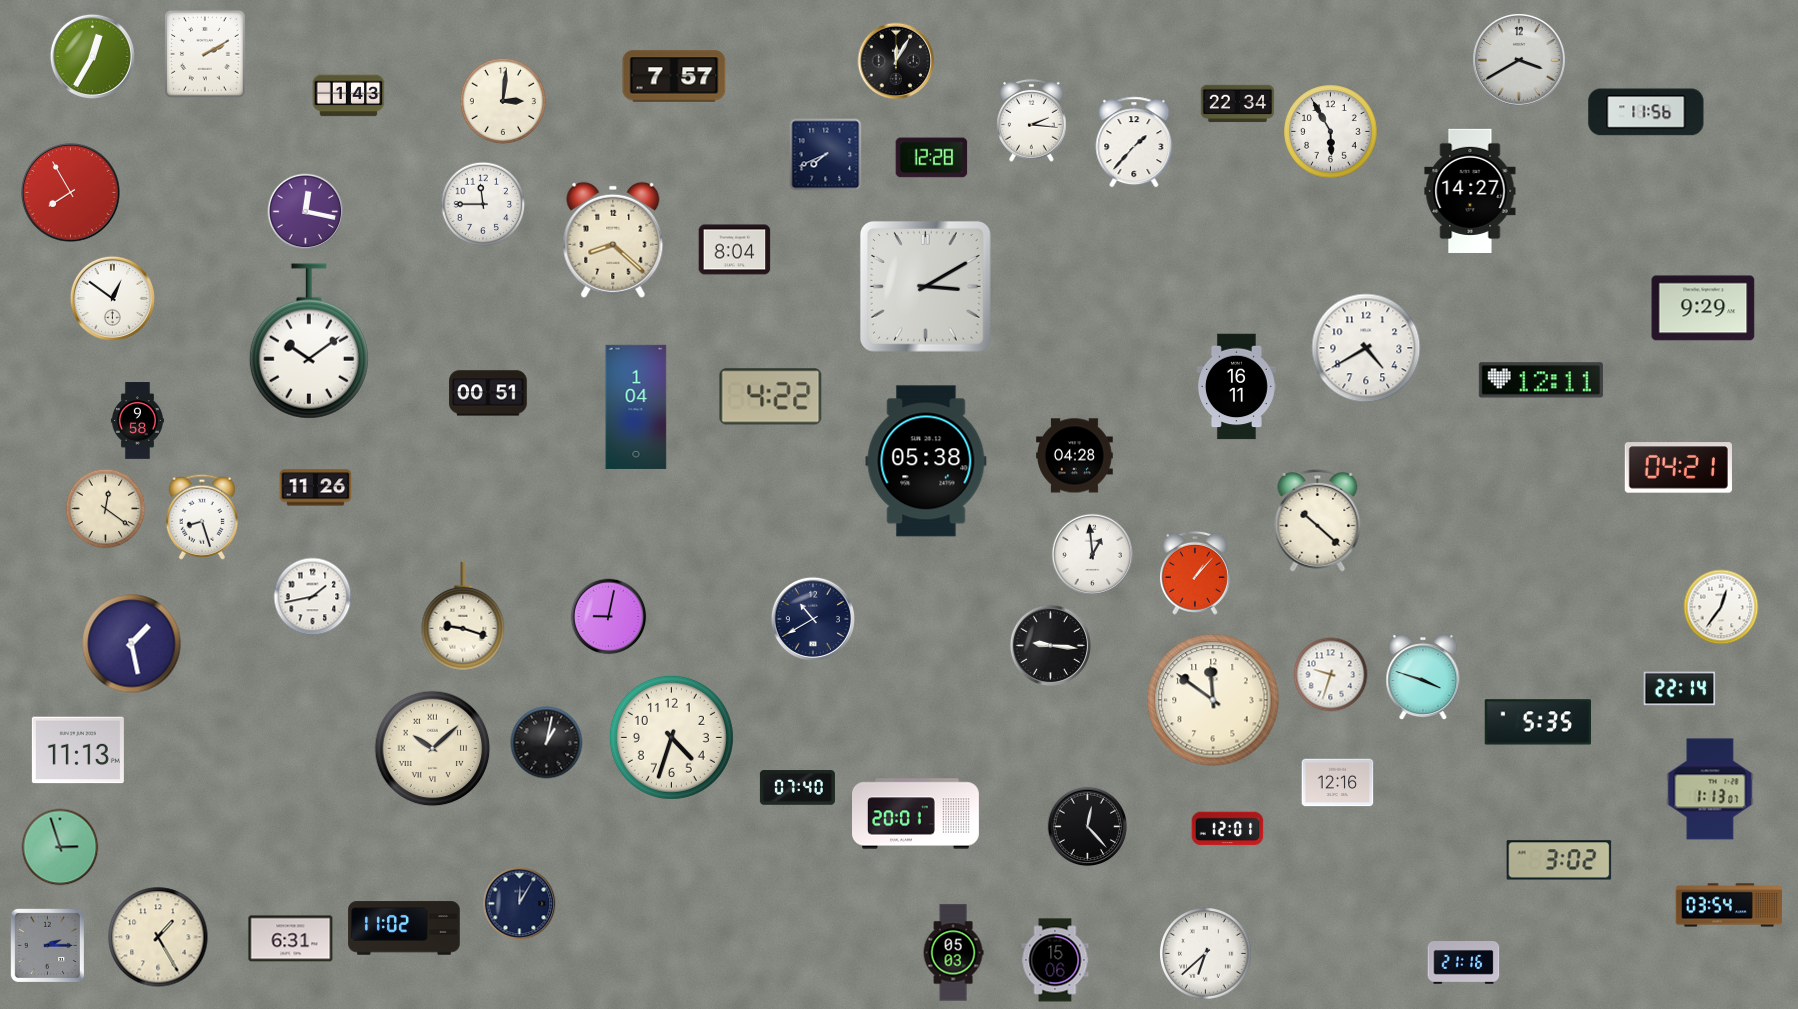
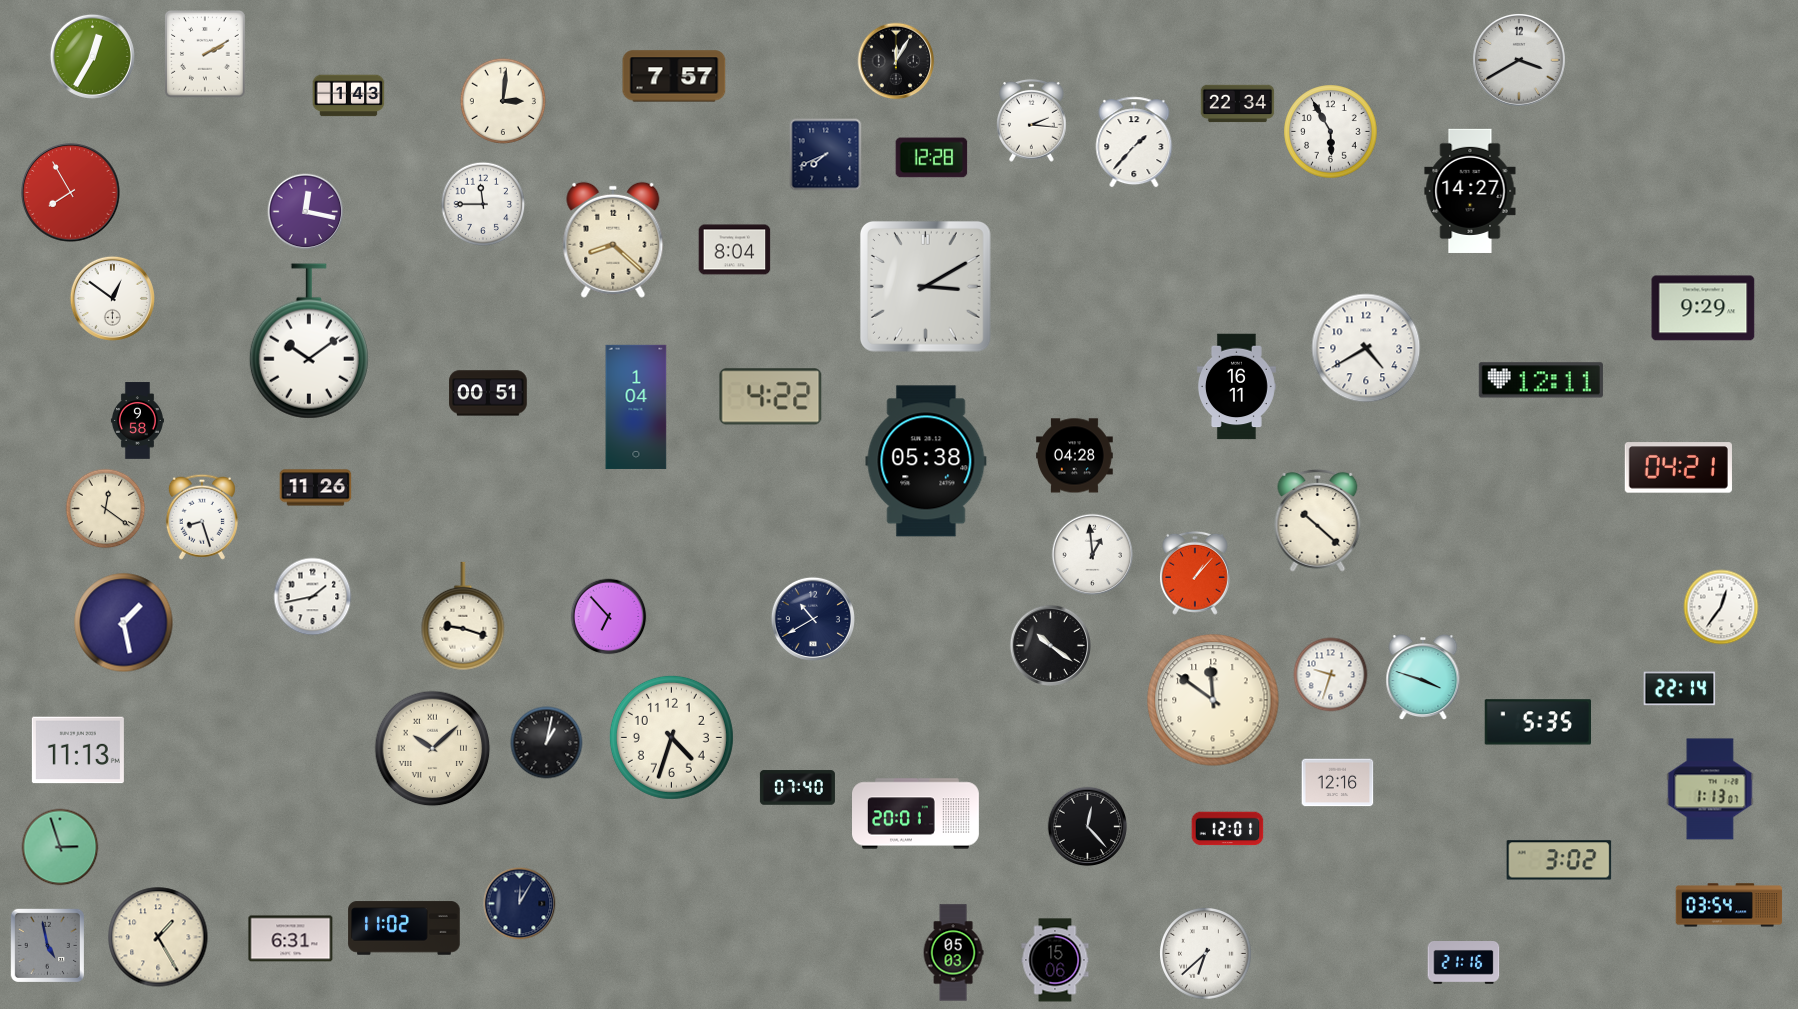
clock at (1646, 112): 11:56 -> none
clock at (609, 617): 9:02 -> 6:53
clock at (132, 644) position: (132, 644) -> (124, 623)
clock at (1050, 645): 9:16 -> 10:21
clock at (47, 945): 2:15 -> 4:58
